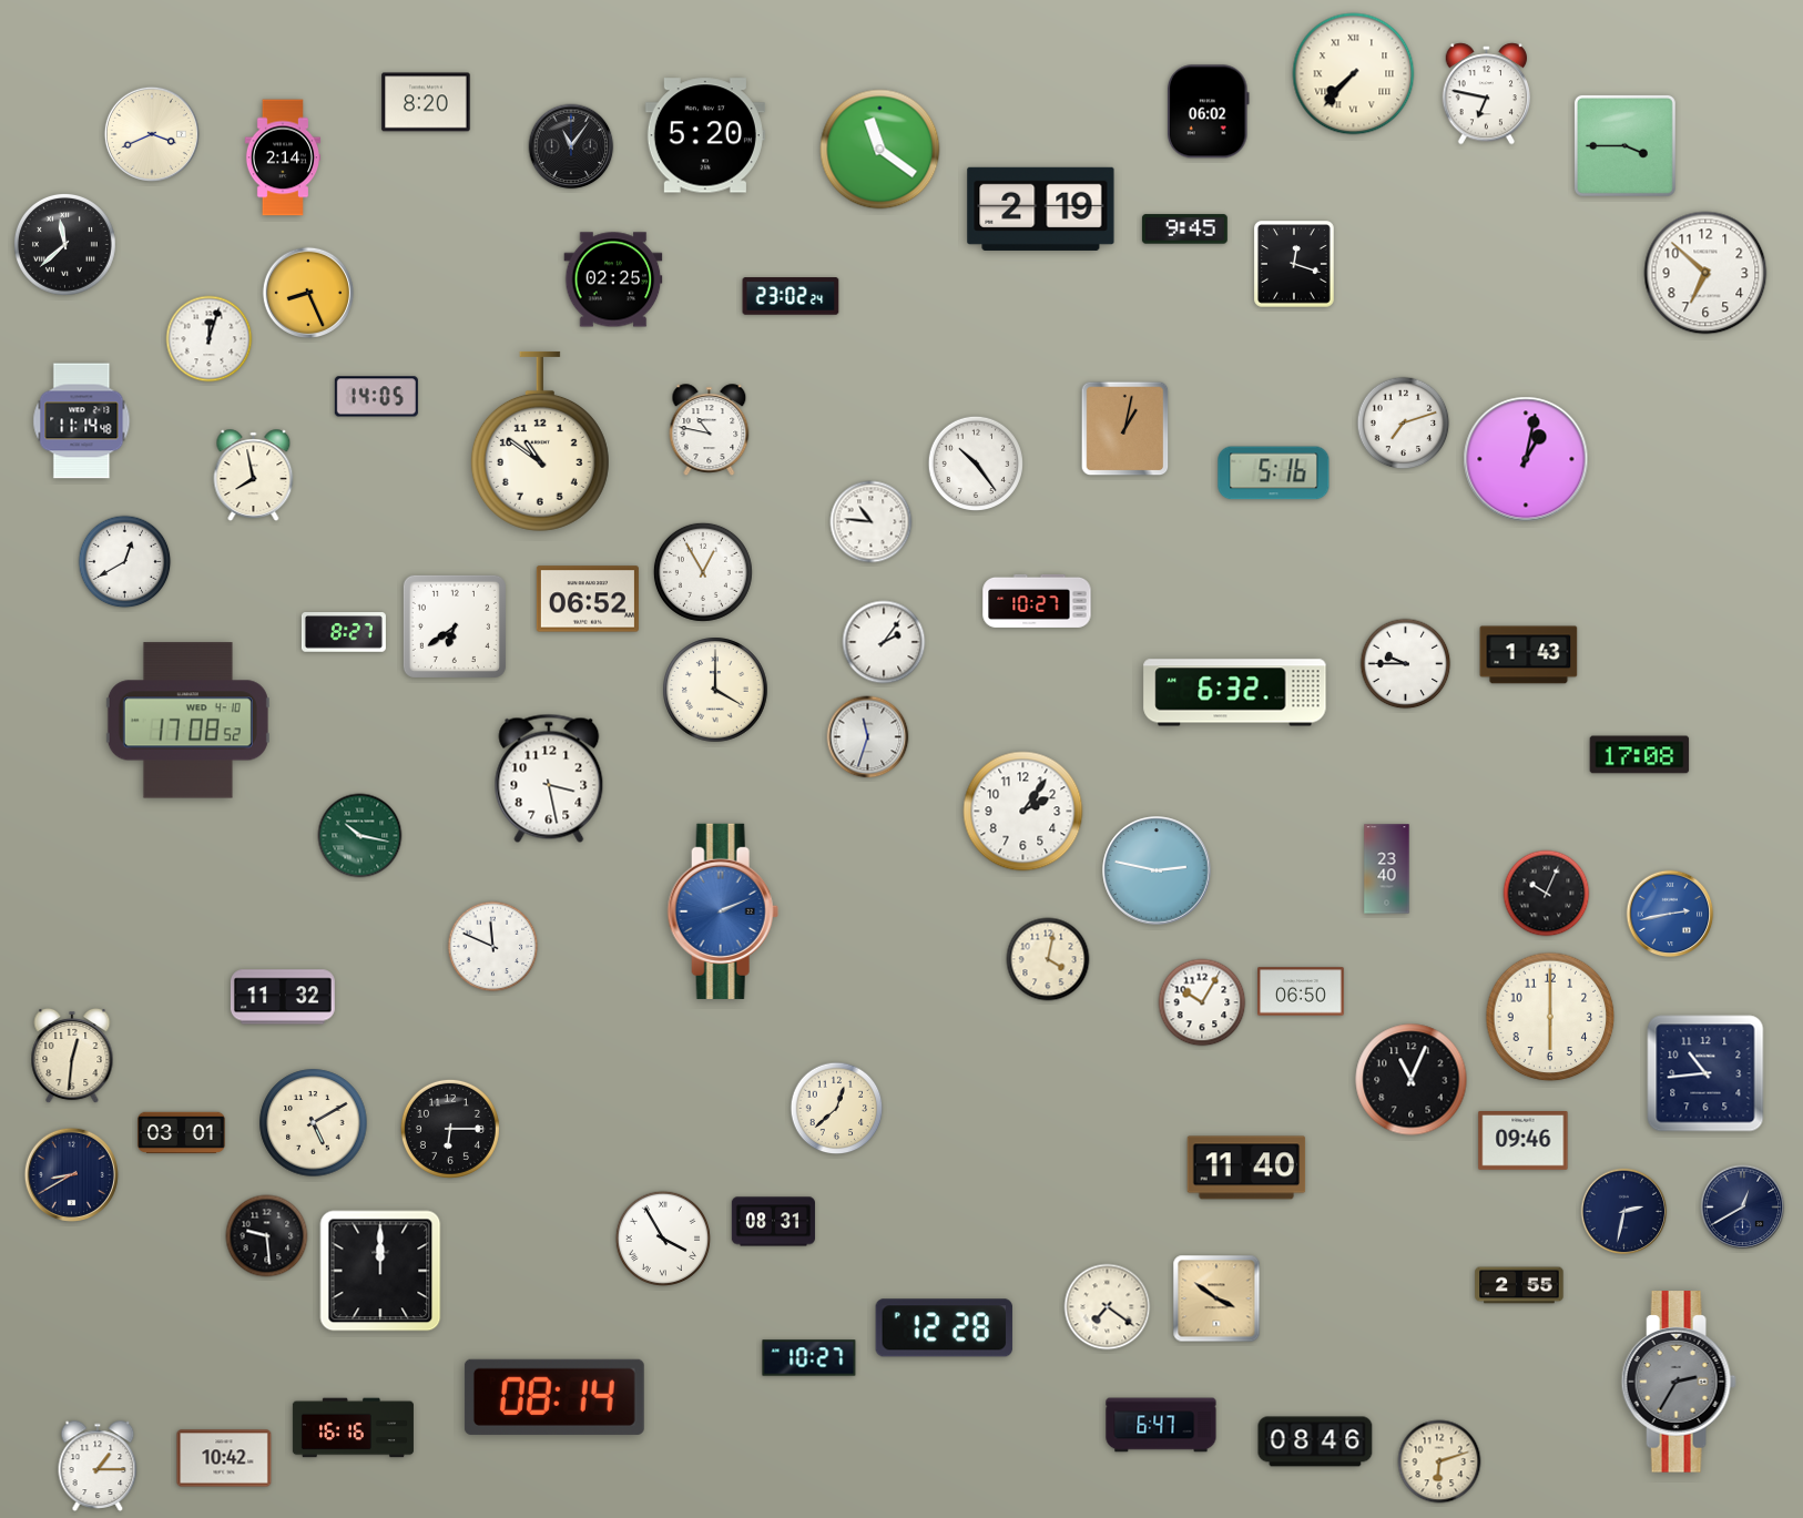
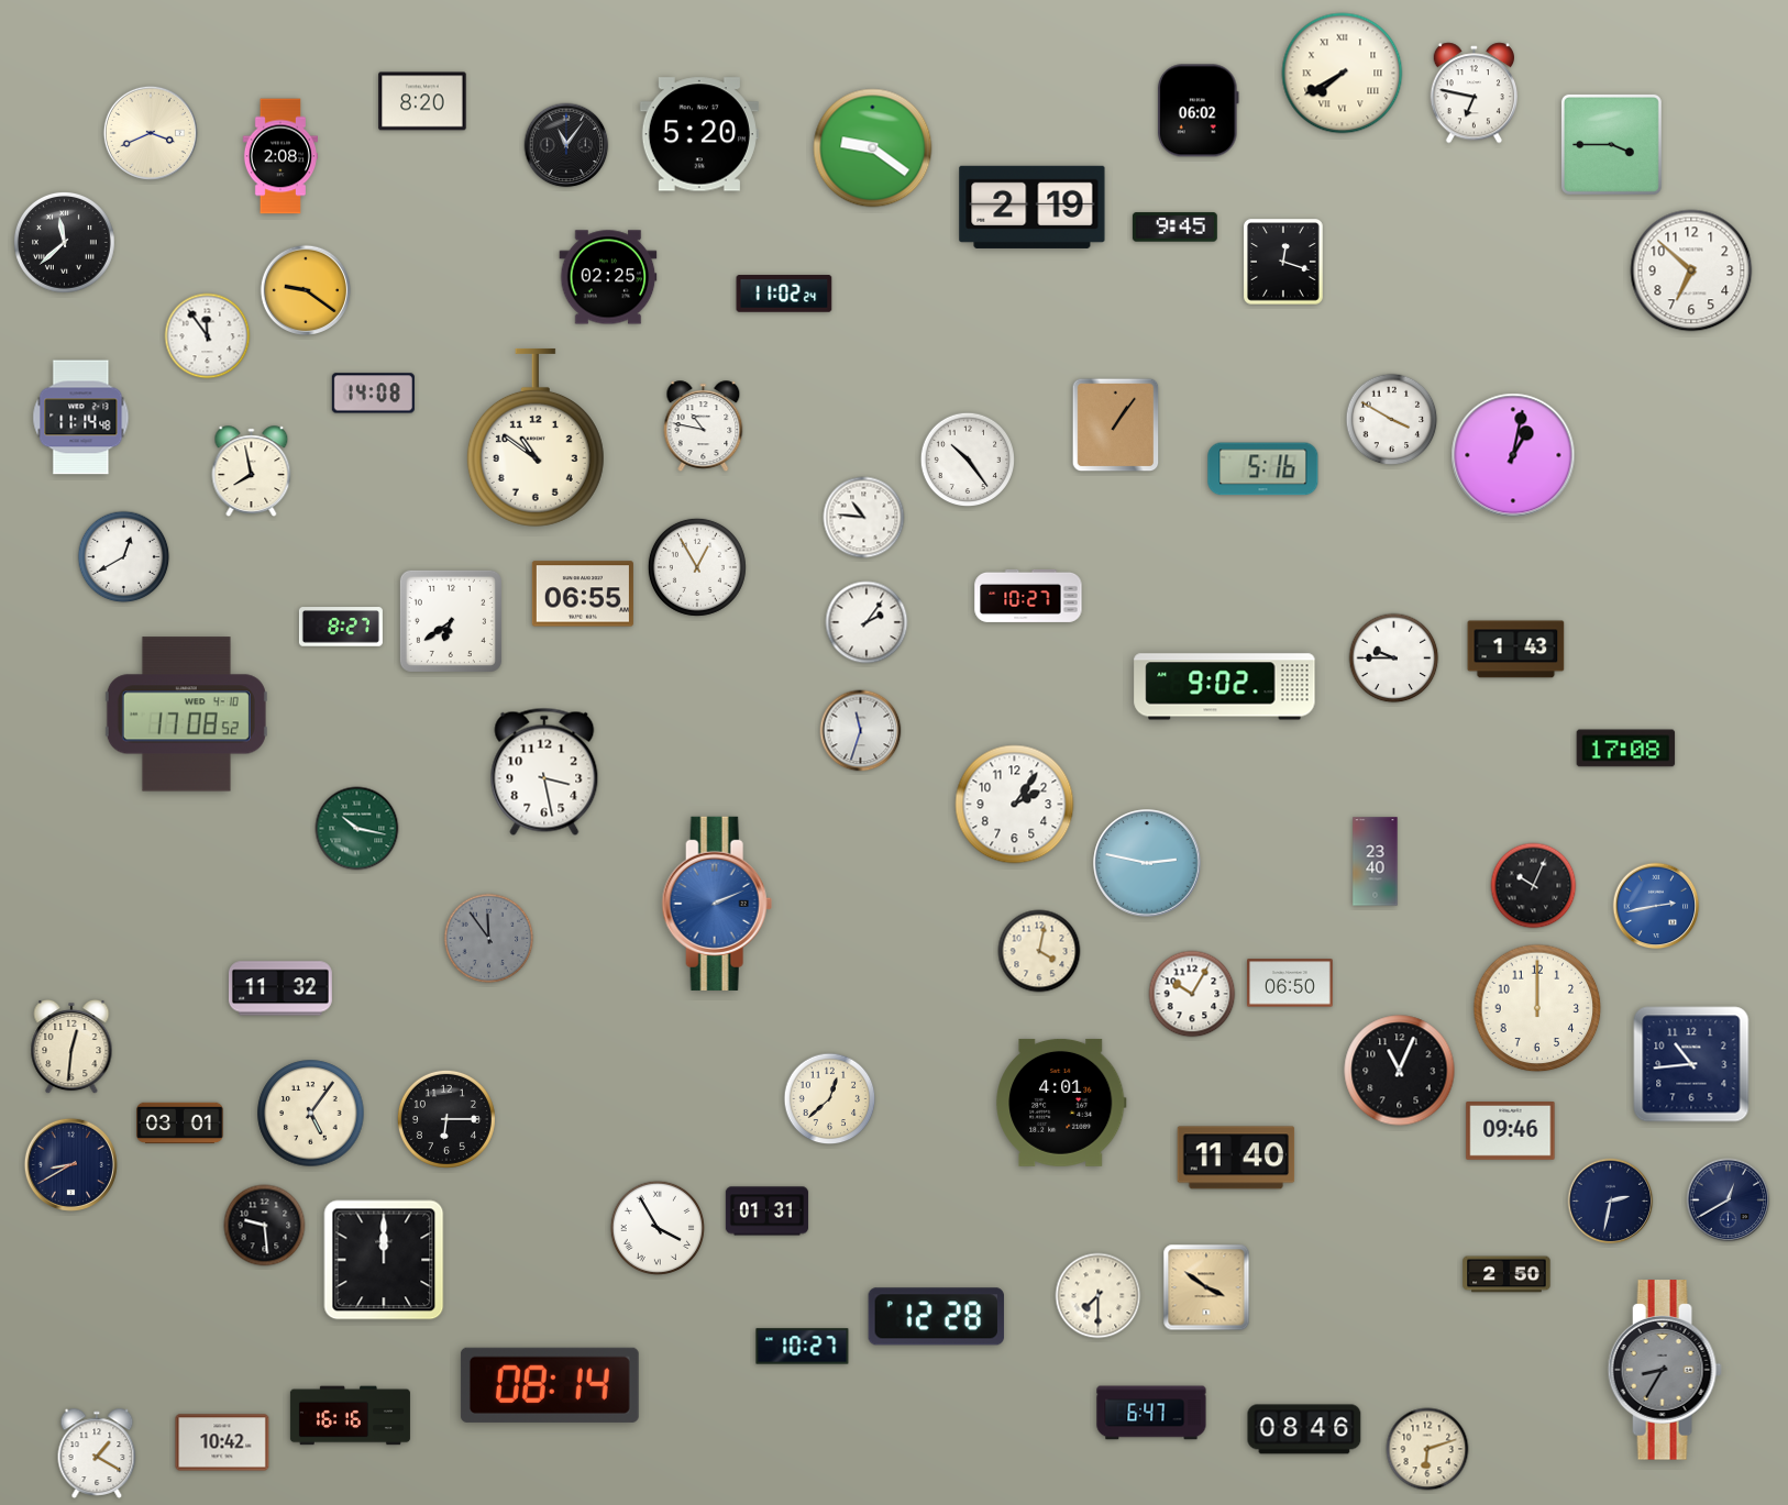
clock at (1354, 74): 7:37 -> 7:40
clock at (880, 150): 11:21 -> 9:21
clock at (282, 157): 2:14 -> 2:08
clock at (308, 293): 8:26 -> 9:21
clock at (791, 296): 23:02 -> 11:02
clock at (210, 339): 12:03 -> 11:54
clock at (376, 397): 14:05 -> 14:08
clock at (1404, 424): 7:12 -> 3:50
clock at (1125, 429): 1:02 -> 1:06
clock at (588, 599): 06:52 -> 06:55
clock at (884, 642) position: (884, 642) -> (867, 622)
clock at (715, 690): 4:00 -> none
clock at (1235, 693): 6:32 -> 9:02
clock at (493, 947): 11:49 -> 11:54
clock at (493, 947) dial: white -> grey
clock at (1550, 1017): 6:00 -> 12:00
clock at (1061, 1103): none -> 4:01
clock at (314, 1123): 5:10 -> 5:06
clock at (1743, 1208) position: (1743, 1208) -> (1729, 1200)
clock at (773, 1222): 08:31 -> 01:31
clock at (380, 1271) position: (380, 1271) -> (384, 1260)
clock at (1519, 1285): 2:55 -> 2:50
clock at (1108, 1307): 7:21 -> 7:30
clock at (1679, 1382): 2:35 -> 8:35
clock at (224, 1458) position: (224, 1458) -> (222, 1442)
clock at (98, 1466): 1:15 -> 1:20
